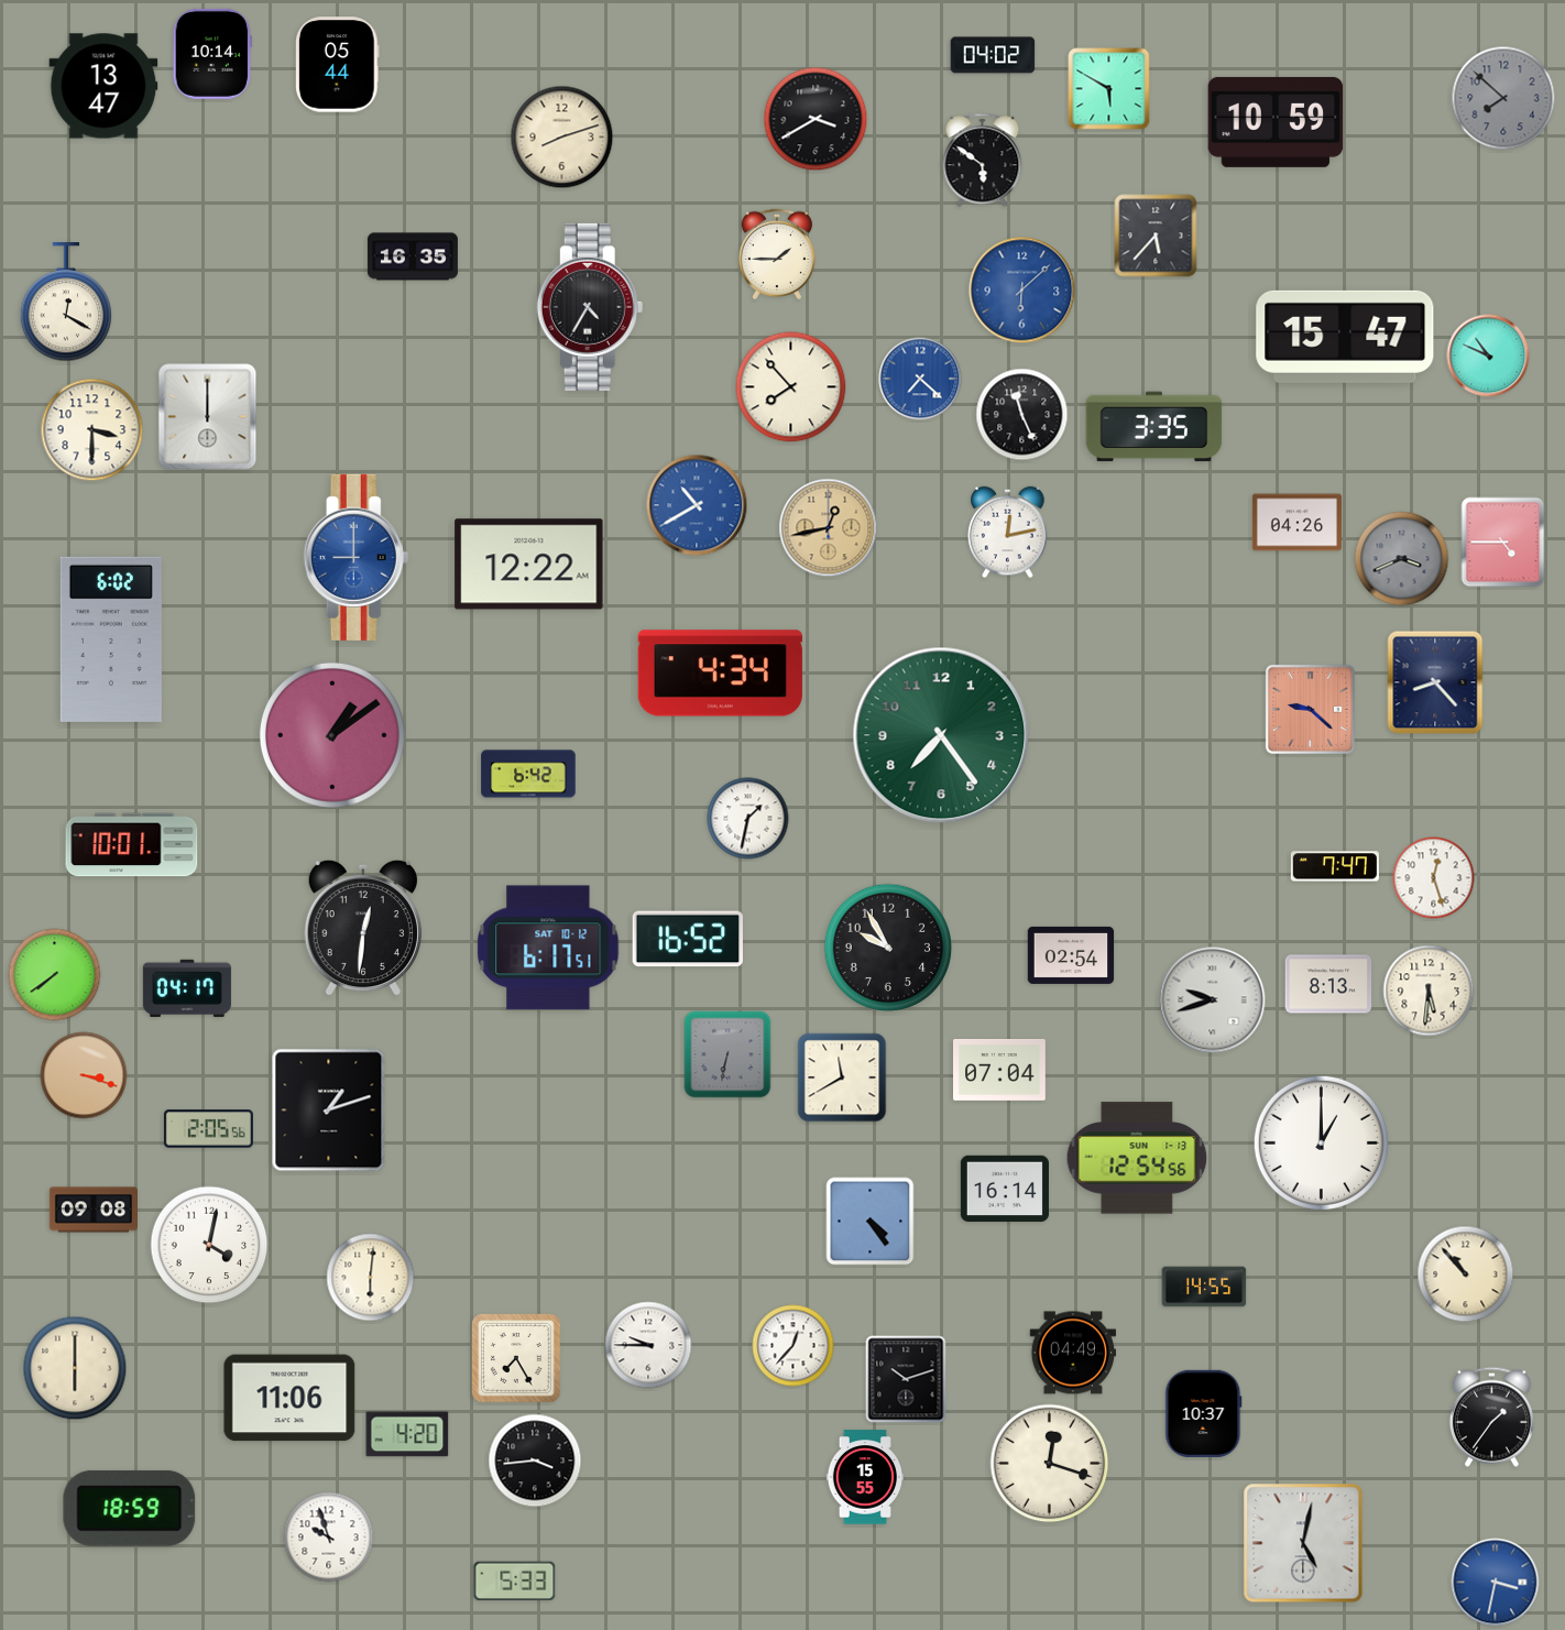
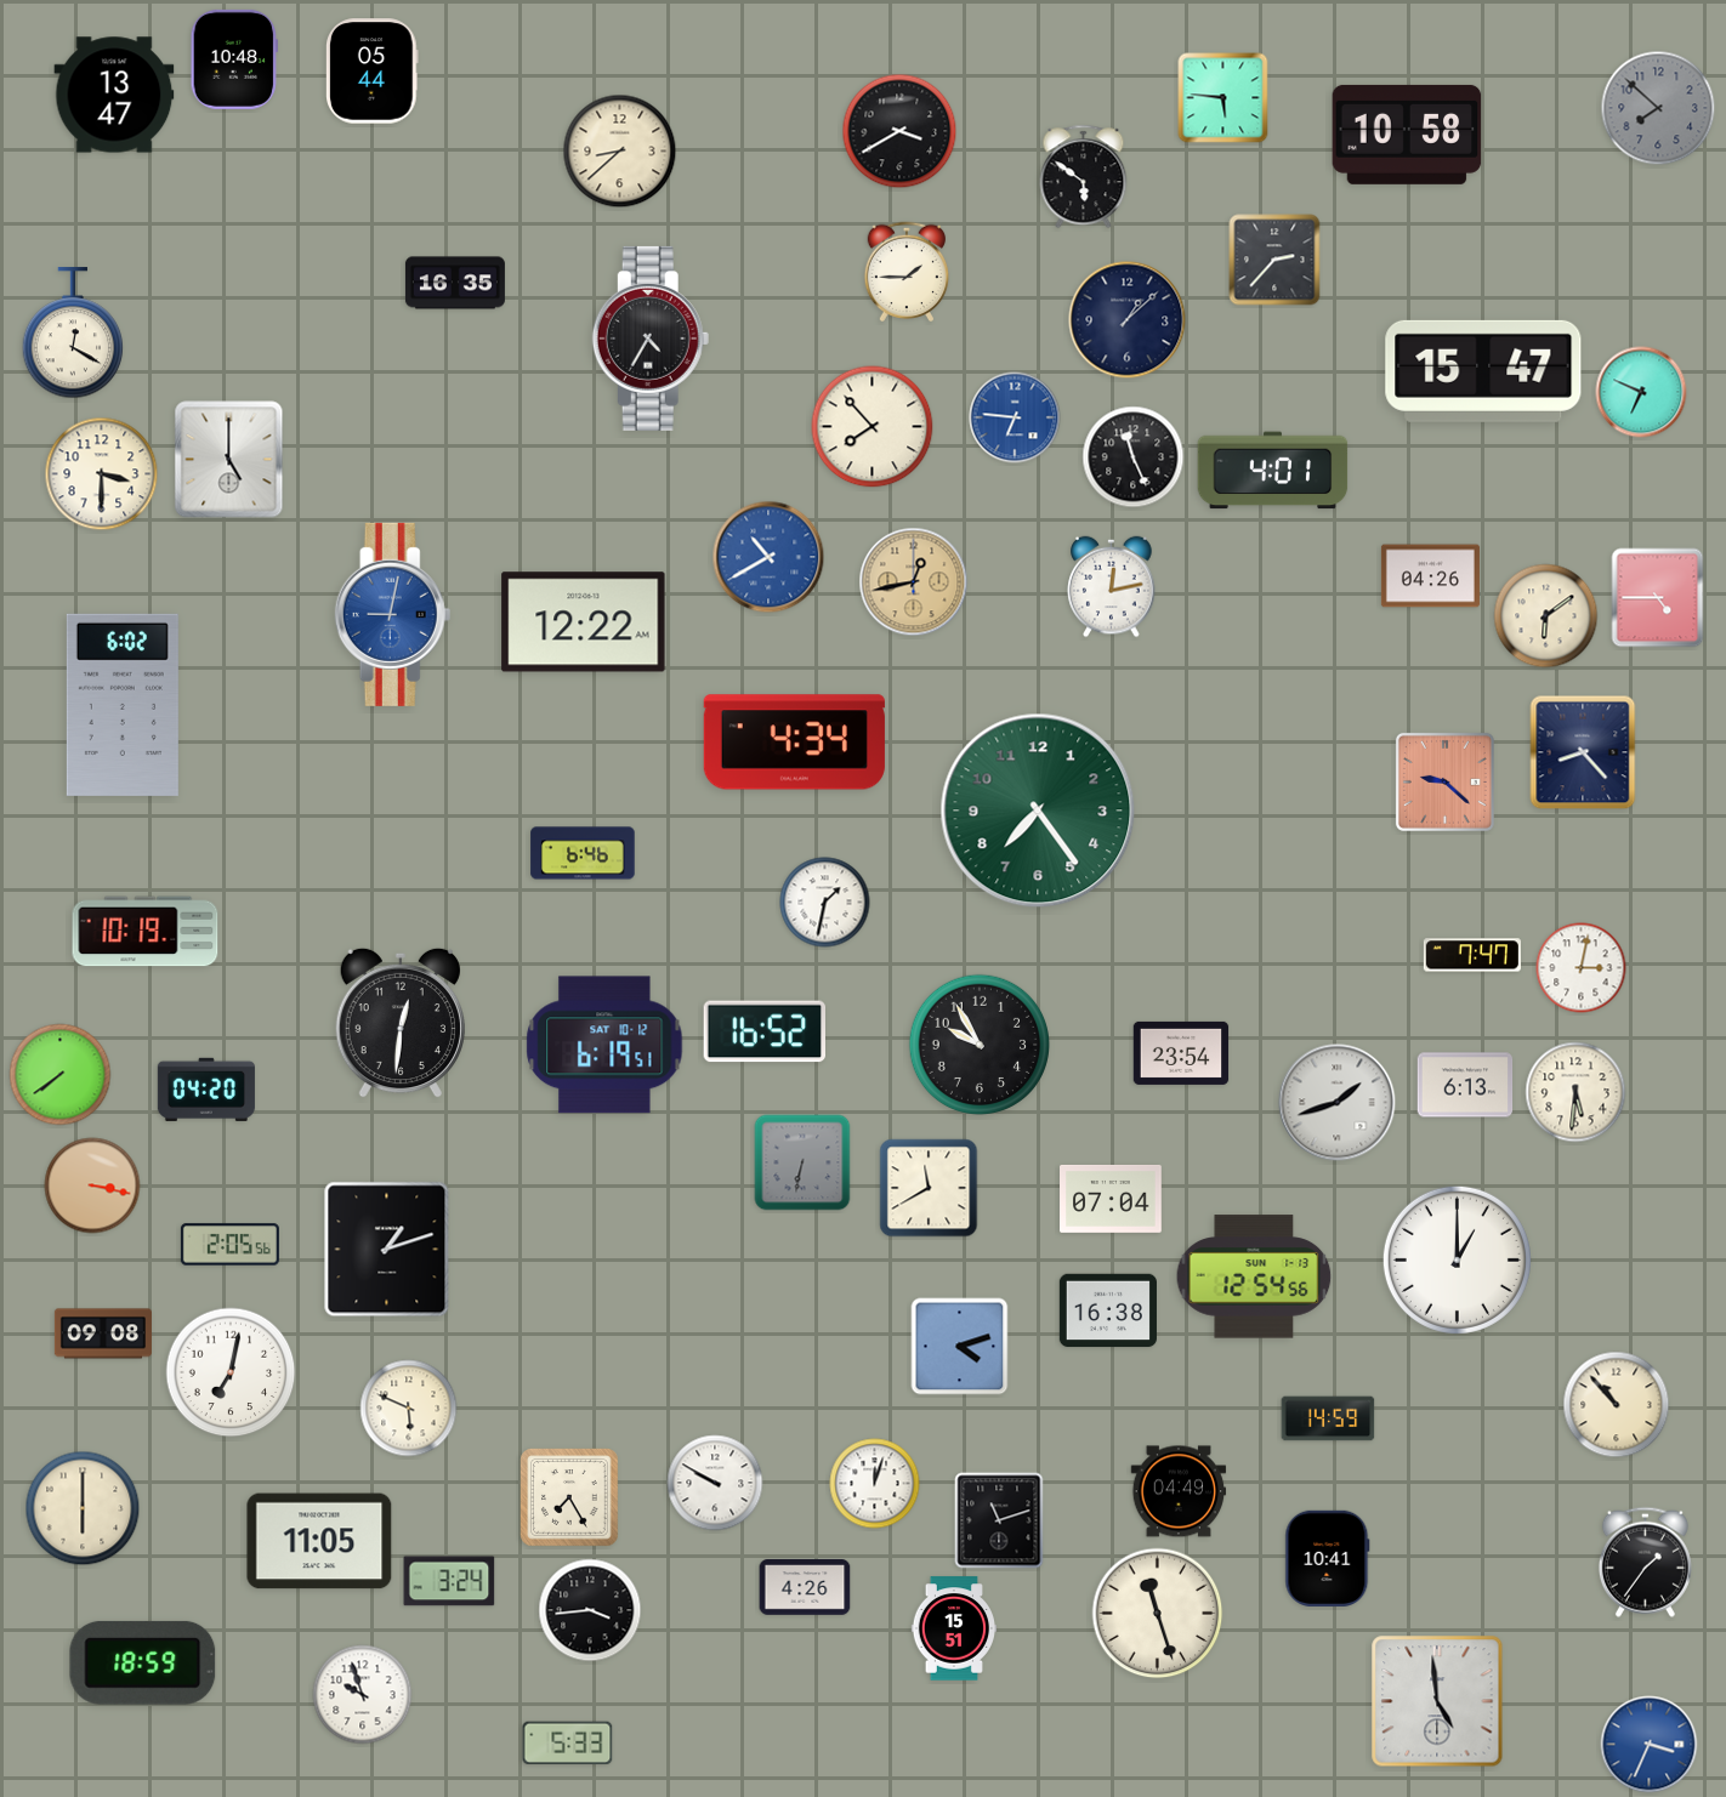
clock at (212, 54): 10:14 -> 10:48
clock at (993, 55): 04:02 -> none
clock at (1109, 89): 5:50 -> 5:46
clock at (1276, 122): 10:59 -> 10:58
clock at (562, 138): 8:12 -> 8:38
clock at (1156, 236): 5:37 -> 2:37
clock at (777, 254) position: (777, 254) -> (907, 272)
clock at (1022, 291): 6:08 -> 1:08
clock at (1022, 291) dial: blue -> navy
clock at (1488, 355): 10:49 -> 6:49
clock at (920, 379): 7:22 -> 6:46
clock at (1022, 415) position: (1022, 415) -> (1134, 457)
clock at (208, 417): 12:00 -> 5:00
clock at (1154, 427): 3:35 -> 4:01
clock at (357, 557): 9:00 -> 9:02
clock at (1402, 559): 3:41 -> 6:09
clock at (1402, 559) dial: grey -> cream
clock at (332, 735): 1:09 -> none
clock at (528, 774): 6:42 -> 6:46
clock at (132, 845): 10:01 -> 10:19
clock at (1434, 878): 12:27 -> 3:02
clock at (687, 939) position: (687, 939) -> (763, 1031)
clock at (548, 948): 6:17 -> 6:19
clock at (1071, 955): 02:54 -> 23:54
clock at (1328, 984): 8:13 -> 6:13
clock at (187, 988): 04:17 -> 04:20
clock at (1213, 1000): 9:42 -> 1:42
clock at (1000, 1070) position: (1000, 1070) -> (1112, 1199)
clock at (84, 1075): 3:18 -> 3:17
clock at (329, 1111) position: (329, 1111) -> (387, 1250)
clock at (1005, 1189): 16:14 -> 16:38
clock at (871, 1222): 4:24 -> 4:12
clock at (209, 1245): 4:02 -> 7:02
clock at (371, 1278): 6:01 -> 5:49
clock at (1204, 1287): 14:55 -> 14:59
clock at (648, 1345): 9:45 -> 9:50
clock at (794, 1346): 12:37 -> 12:03
clock at (1073, 1353) position: (1073, 1353) -> (1179, 1491)
clock at (906, 1379): 10:12 -> 11:12
clock at (289, 1398): 11:06 -> 11:05
clock at (1204, 1413): 10:37 -> 10:41
clock at (407, 1434): 4:20 -> 3:24
clock at (805, 1587): none -> 4:26
clock at (1050, 1464): 12:18 -> 11:27
clock at (865, 1477): 15:55 -> 15:51
clock at (1303, 1543): 5:02 -> 4:59
clock at (1496, 1583): 3:32 -> 3:34
